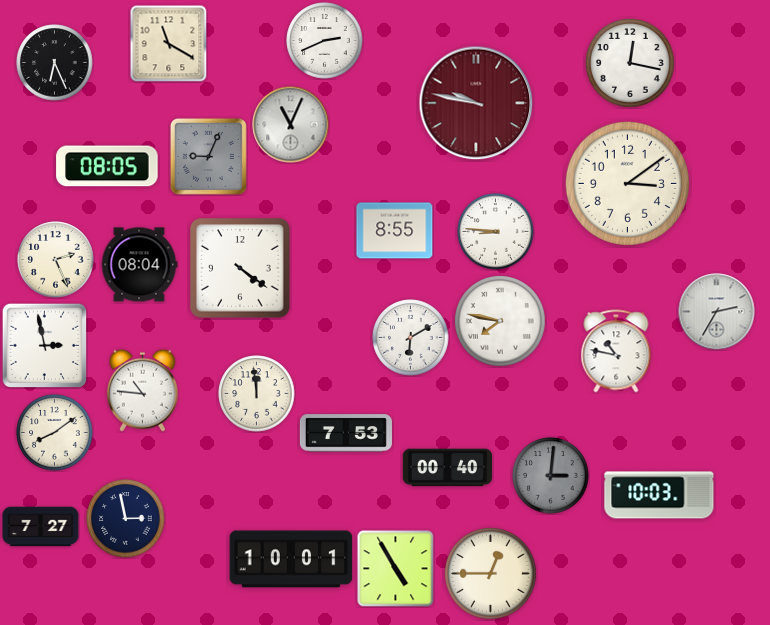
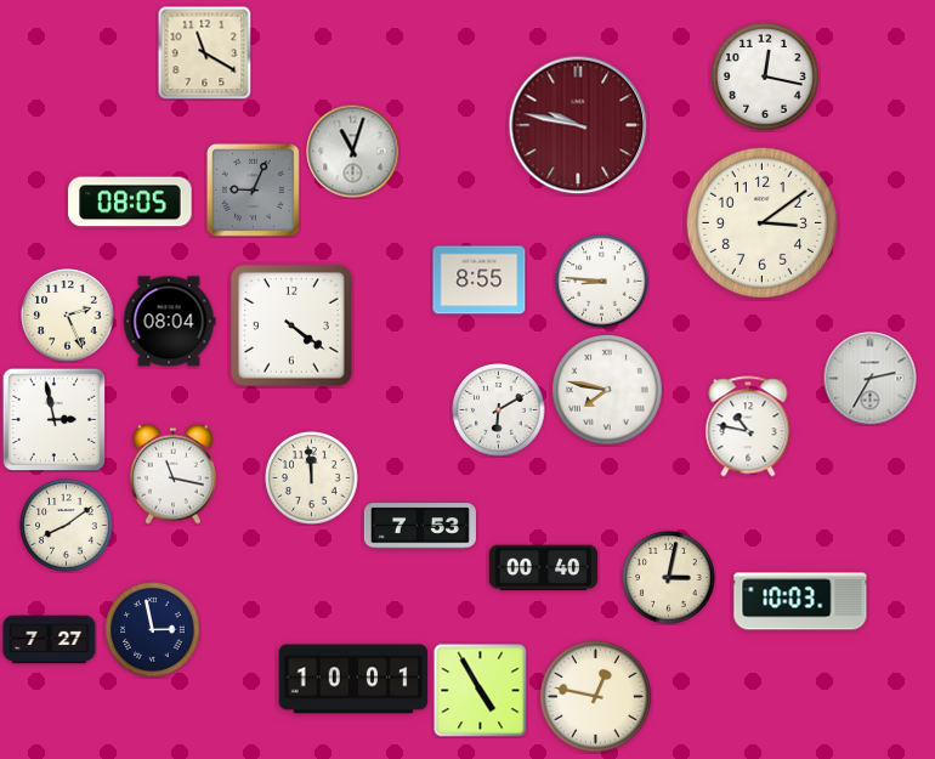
clock at (325, 41): 2:41 -> none
clock at (55, 63): 6:26 -> none
clock at (291, 125): 11:04 -> 11:03
clock at (142, 390): 10:46 -> 11:17
clock at (551, 476): 3:01 -> 3:02
clock at (551, 476) dial: grey -> cream
clock at (491, 574): 12:45 -> 12:47
